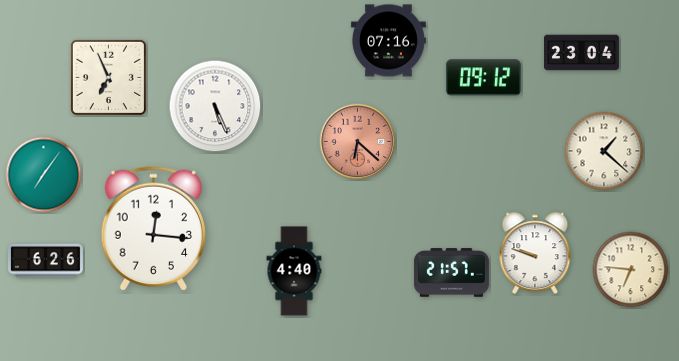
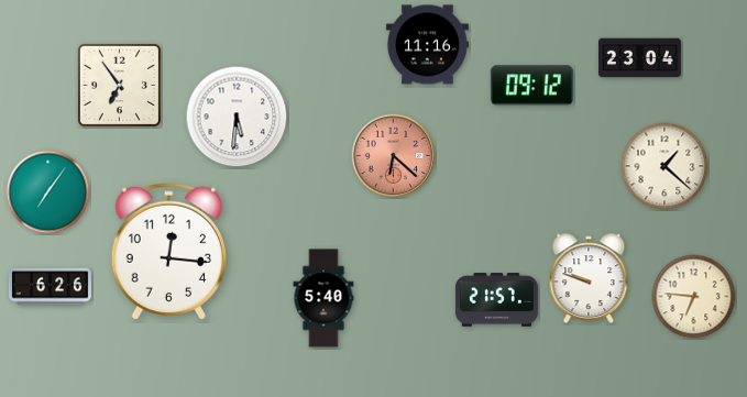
clock at (388, 41): 07:16 -> 11:16
clock at (108, 77): 6:56 -> 6:54
clock at (215, 106): 5:26 -> 5:31
clock at (294, 271): 4:40 -> 5:40
